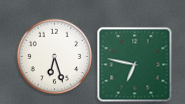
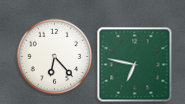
clock at (55, 57): 6:27 -> 6:23
